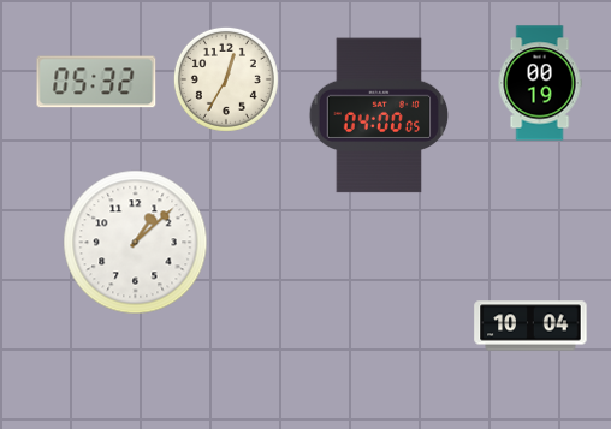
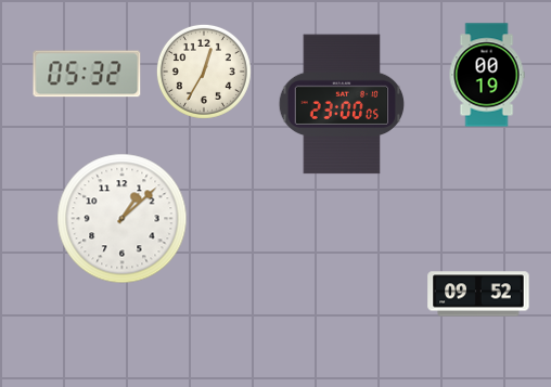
clock at (379, 115): 04:00 -> 23:00
clock at (530, 326): 10:04 -> 09:52
